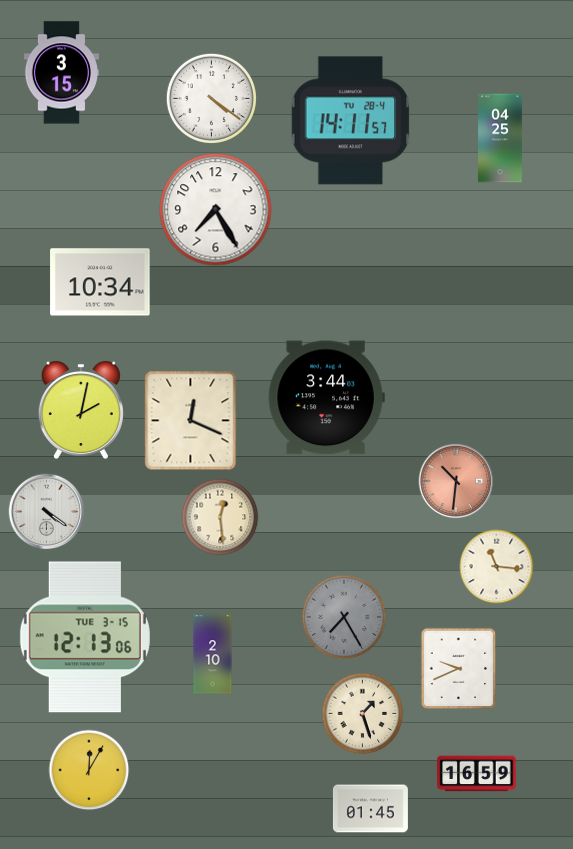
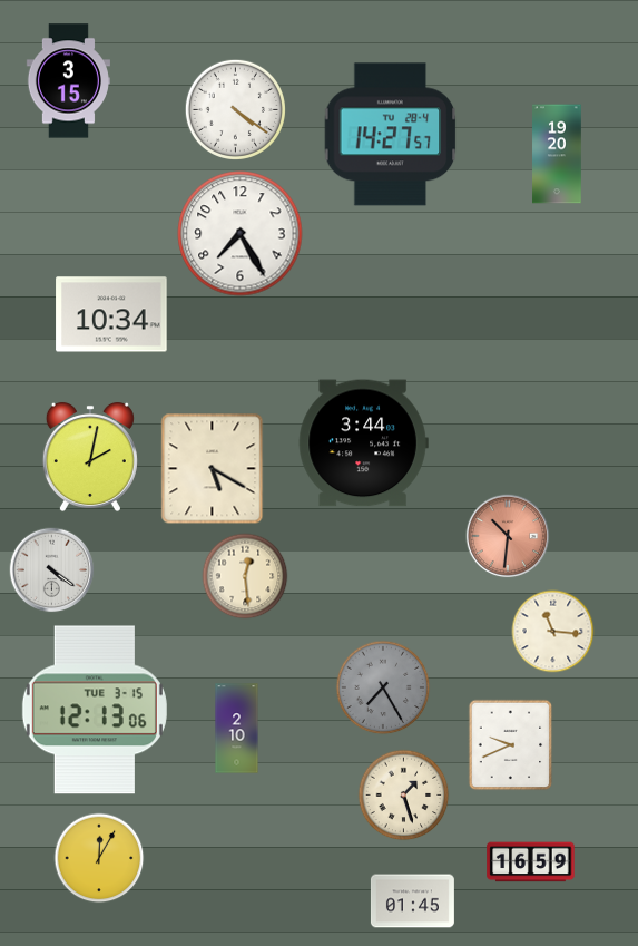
clock at (351, 121): 14:11 -> 14:27
clock at (500, 138): 04:25 -> 19:20
clock at (191, 421): 12:19 -> 5:20
